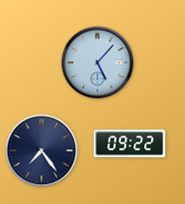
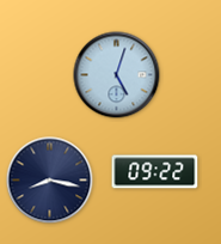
clock at (98, 63): 5:07 -> 5:03
clock at (42, 151): 7:24 -> 8:17
